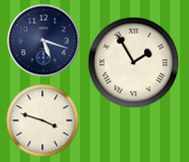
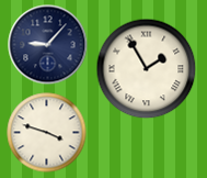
clock at (44, 41): 5:18 -> 9:07
